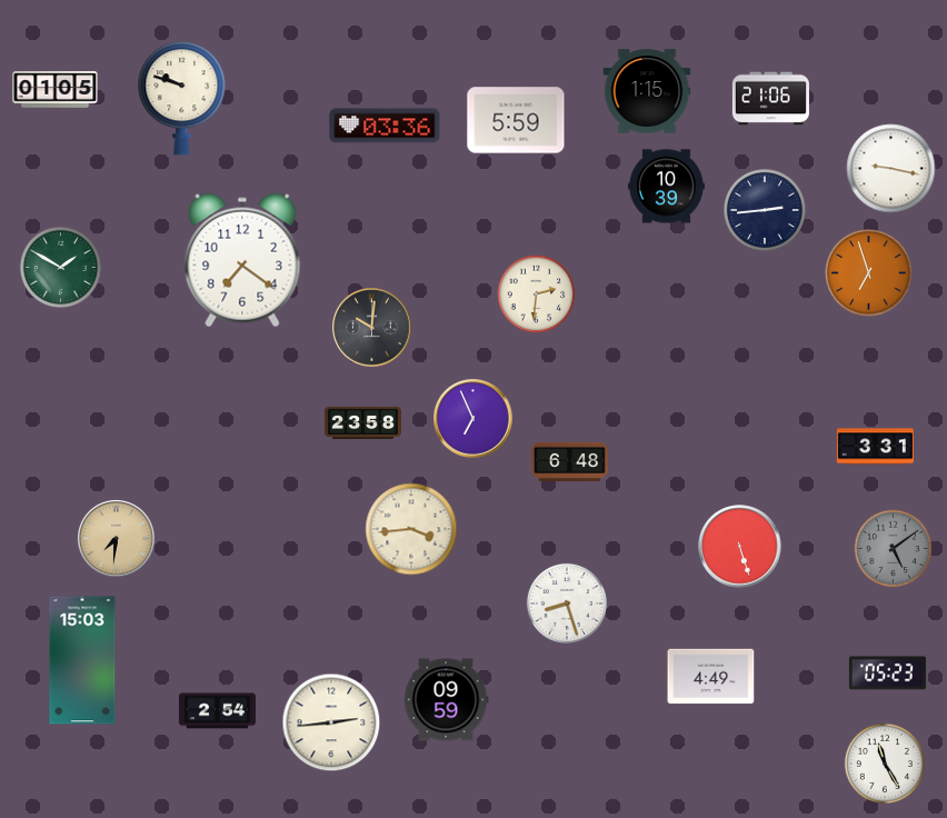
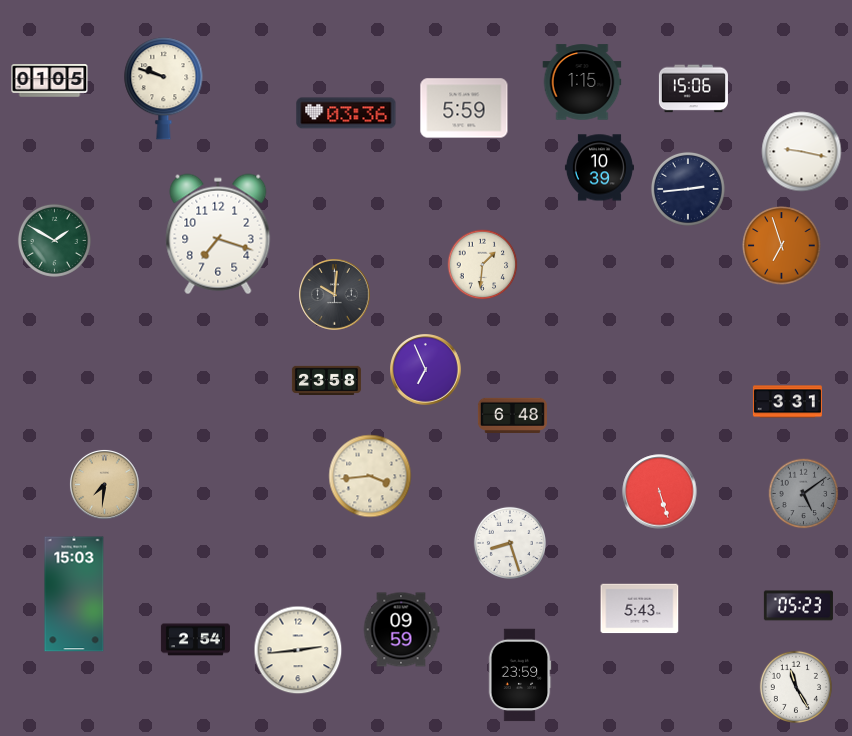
clock at (770, 99): 21:06 -> 15:06
clock at (242, 260): 7:21 -> 7:18
clock at (537, 295): 2:31 -> 1:31
clock at (474, 419) position: (474, 419) -> (426, 370)
clock at (740, 547) position: (740, 547) -> (660, 492)
clock at (711, 677): 4:49 -> 5:43
clock at (520, 675): none -> 23:59
